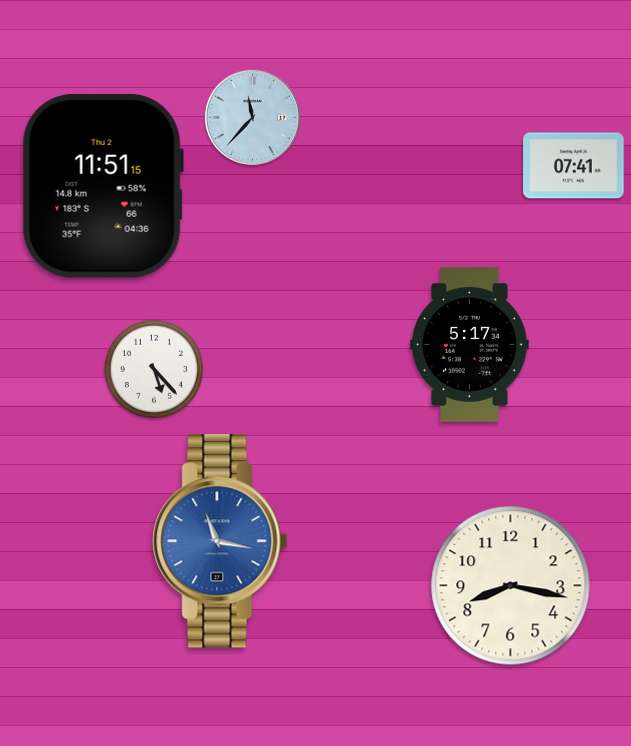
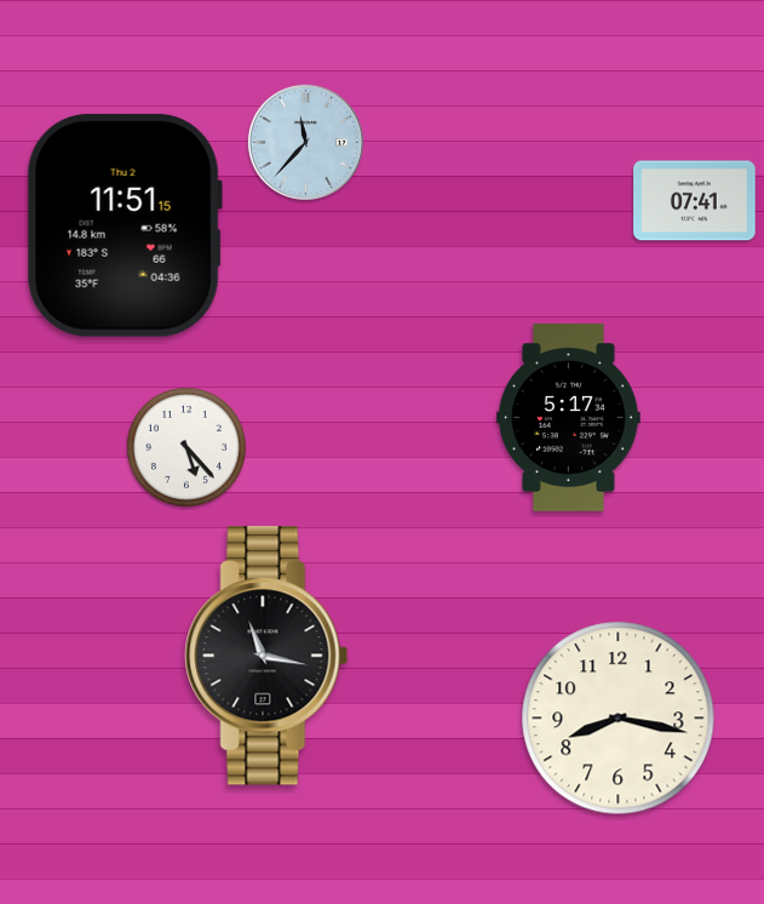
clock at (220, 541) dial: blue -> black
clock at (511, 586) position: (511, 586) -> (619, 719)
